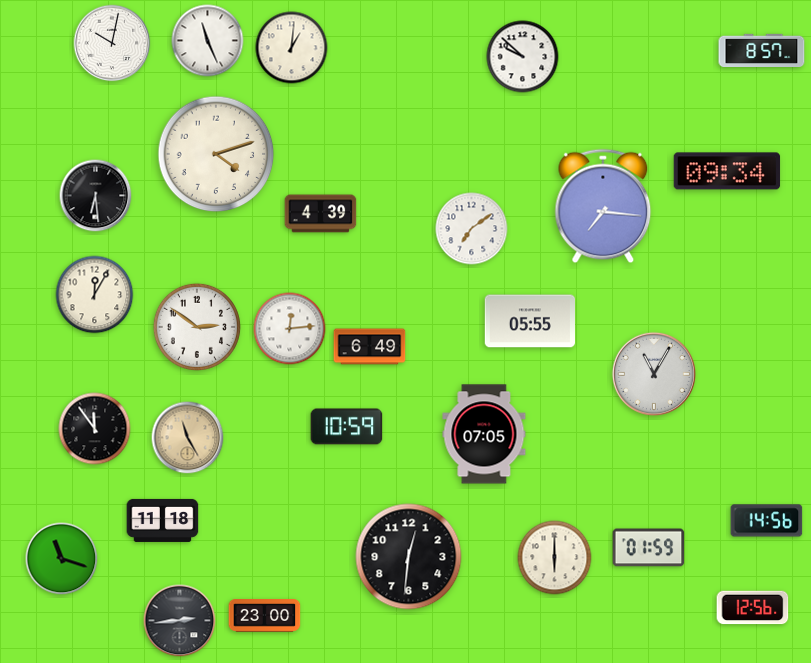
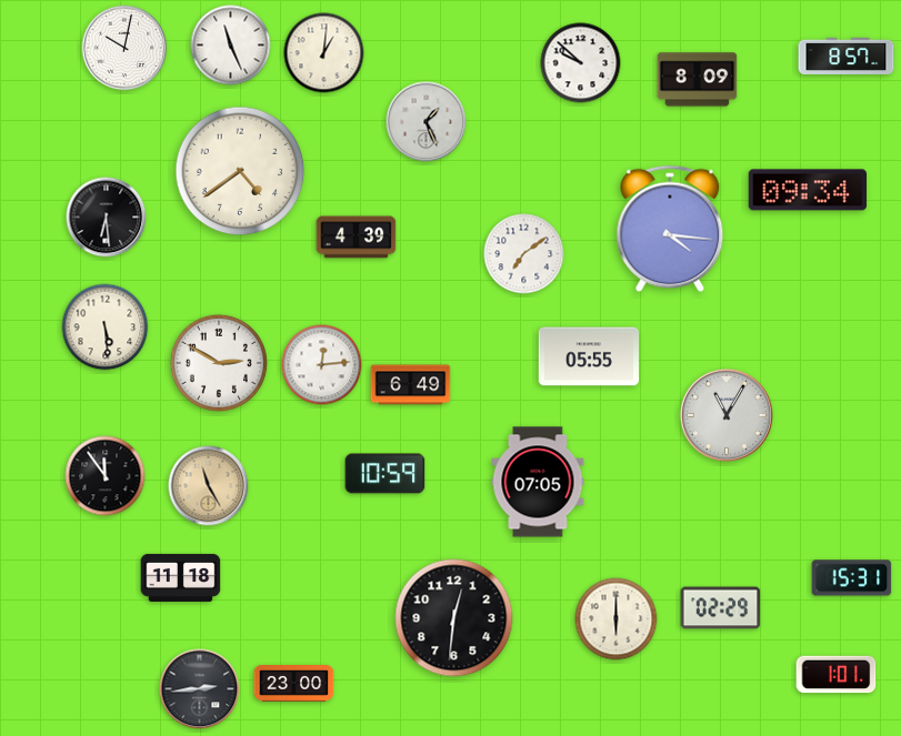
clock at (698, 80): none -> 8:09
clock at (427, 122): none -> 1:26
clock at (216, 154): 4:12 -> 4:39
clock at (603, 206): 7:16 -> 4:16
clock at (95, 295): 12:05 -> 5:29
clock at (197, 327): 2:51 -> 2:50
clock at (767, 521): 14:56 -> 15:31
clock at (649, 548): 01:59 -> 02:29
clock at (62, 559): 11:18 -> none
clock at (753, 608): 12:56 -> 1:01
